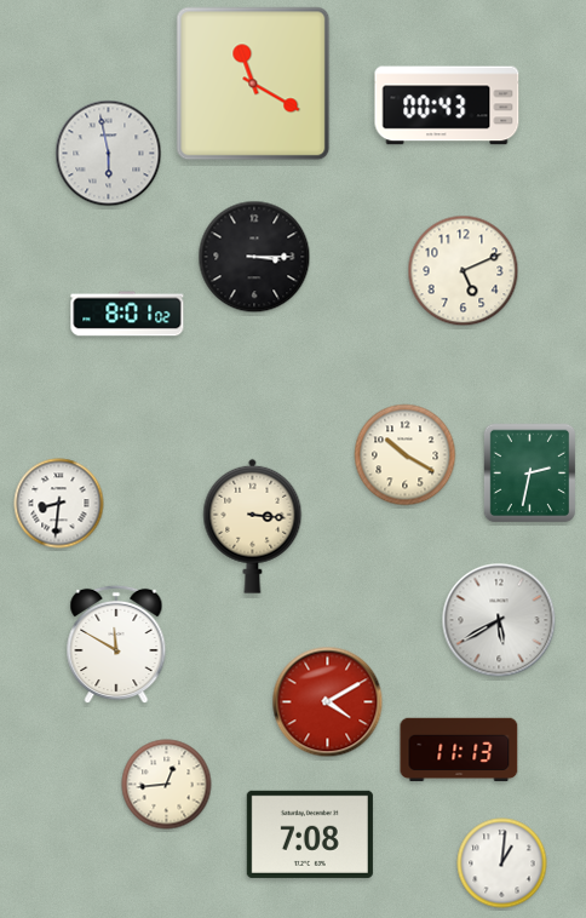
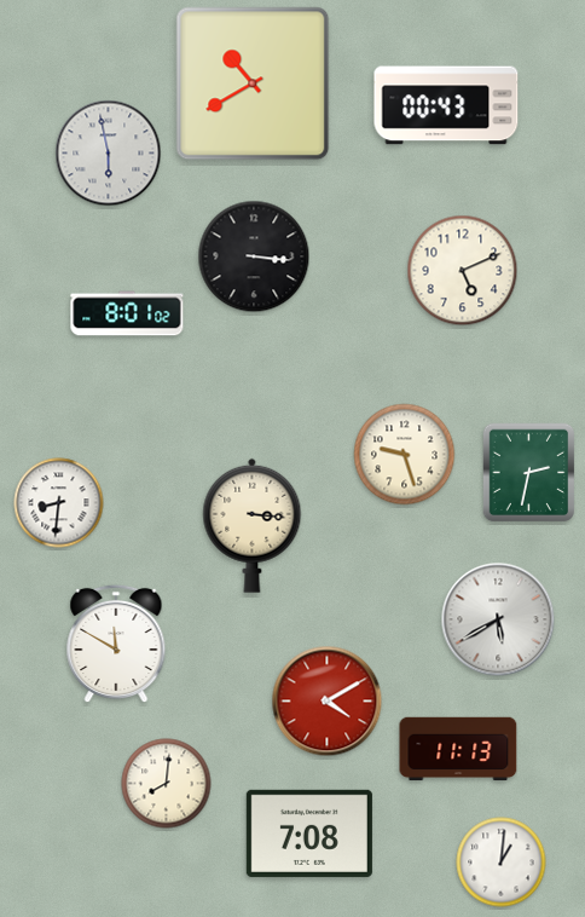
clock at (253, 84): 11:20 -> 10:40
clock at (254, 257): 3:15 -> 3:16
clock at (406, 455): 10:20 -> 9:27
clock at (167, 785): 12:44 -> 8:01
